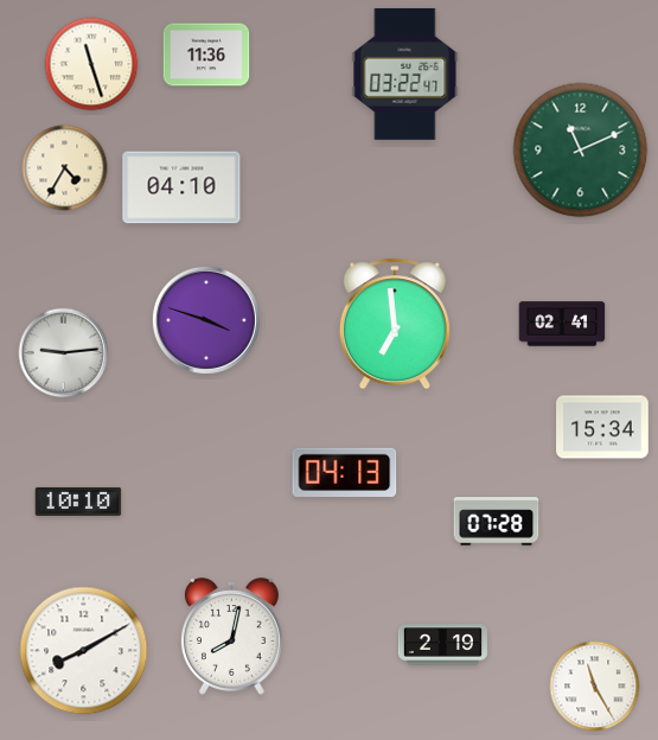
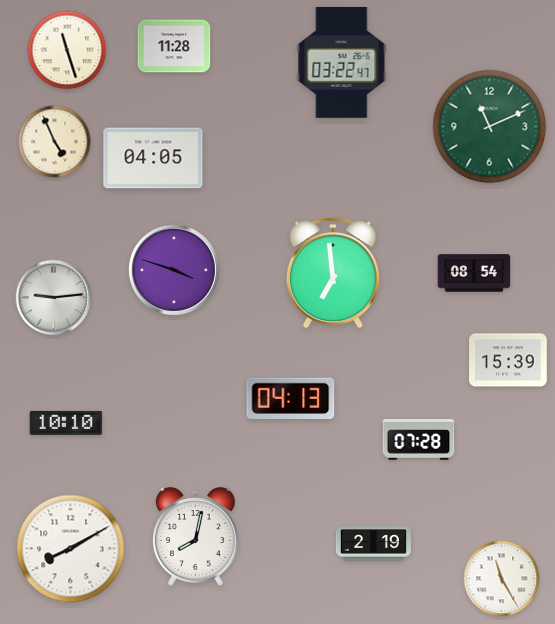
clock at (206, 55): 11:36 -> 11:28
clock at (91, 64) position: (91, 64) -> (67, 50)
clock at (65, 168): 4:35 -> 4:56
clock at (181, 187): 04:10 -> 04:05
clock at (562, 324): 02:41 -> 08:54
clock at (602, 427): 15:34 -> 15:39
